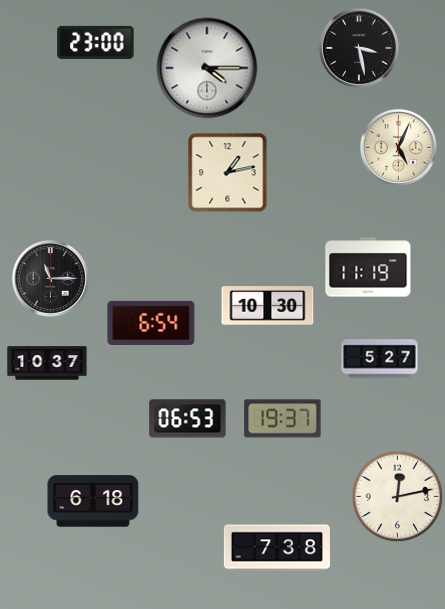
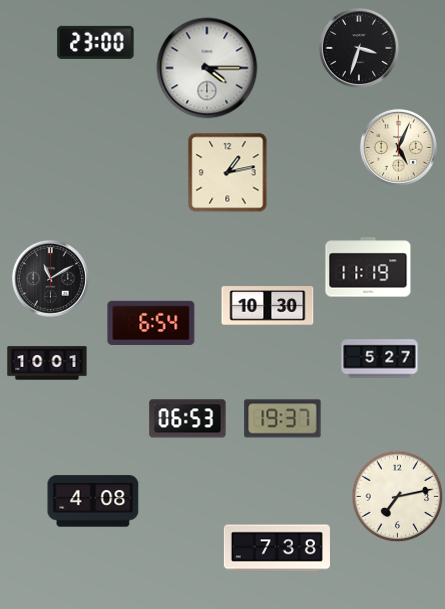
clock at (359, 48): 3:28 -> 3:33
clock at (50, 278): 11:15 -> 11:10
clock at (47, 363): 10:37 -> 10:01
clock at (397, 496): 12:13 -> 7:13
clock at (93, 501): 6:18 -> 4:08
